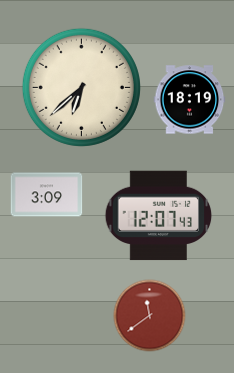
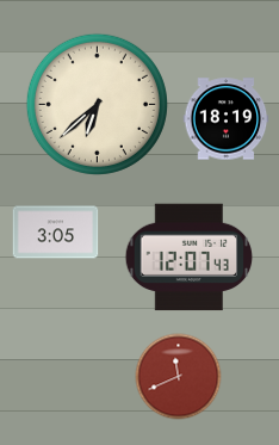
clock at (47, 195): 3:09 -> 3:05
clock at (150, 316): 11:39 -> 11:41
